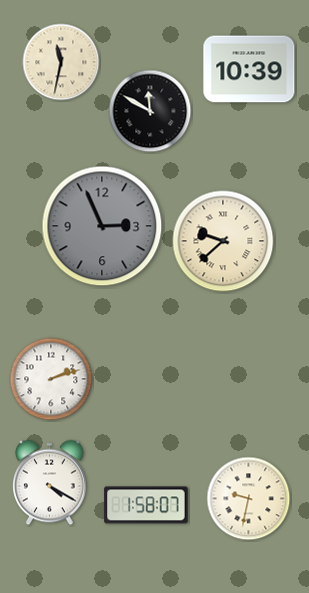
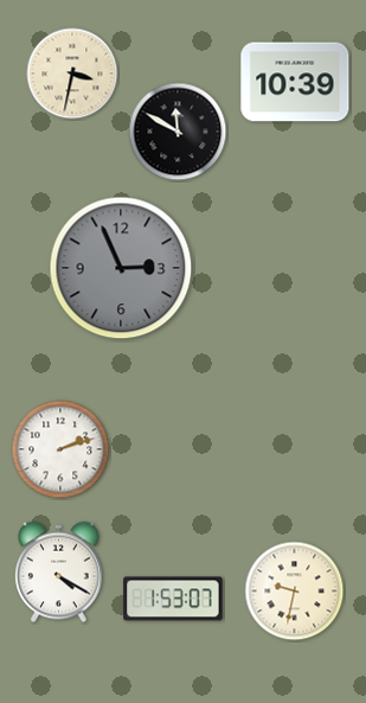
clock at (61, 62): 11:32 -> 3:32
clock at (223, 241): 9:38 -> none
clock at (146, 505): 1:58 -> 1:53
